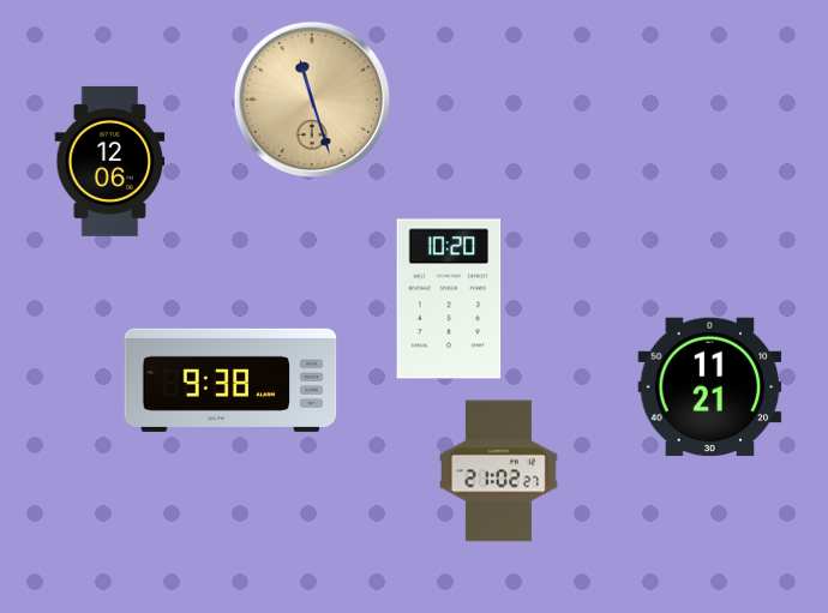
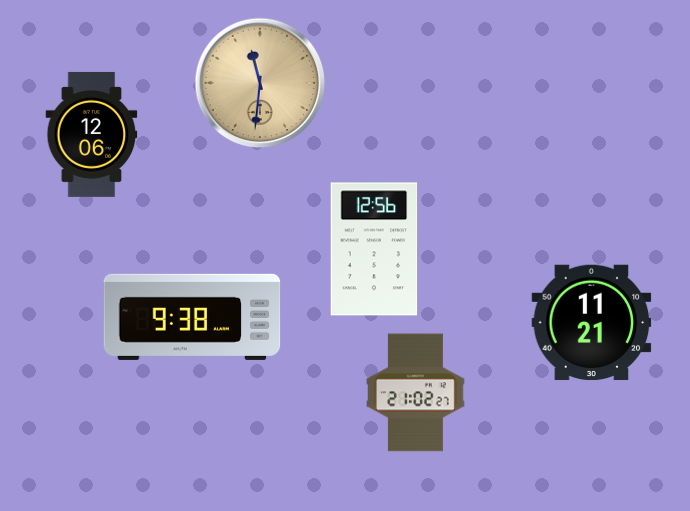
clock at (312, 100): 11:27 -> 11:31
clock at (449, 299): 10:20 -> 12:56
